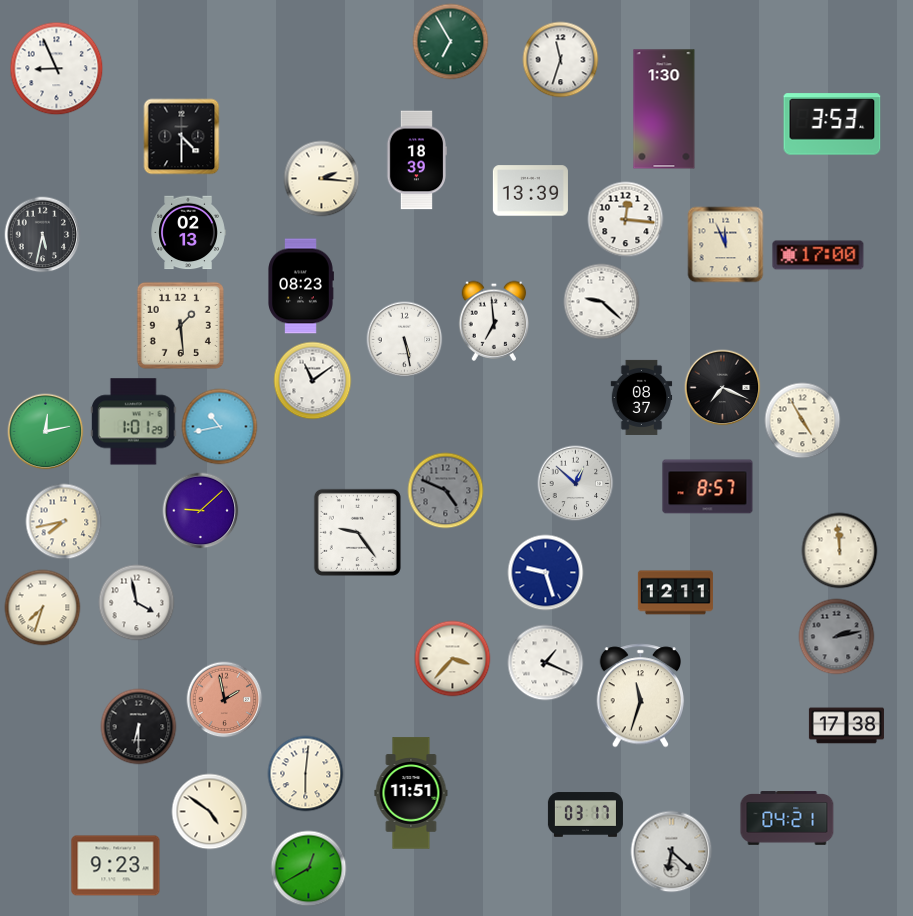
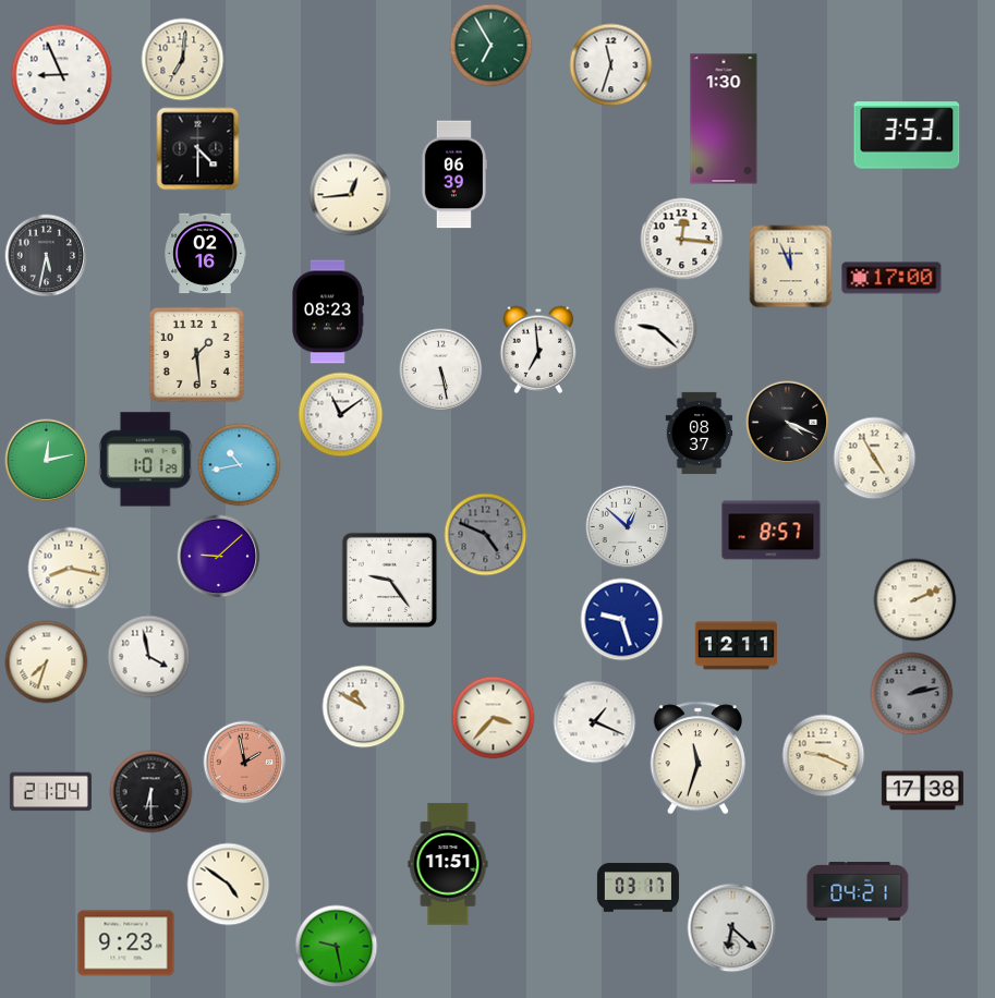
clock at (183, 60): none -> 7:01
clock at (416, 160): 18:39 -> 06:39
clock at (322, 179): 2:16 -> 12:44
clock at (530, 191): 13:39 -> none
clock at (188, 233): 02:13 -> 02:16
clock at (723, 388): 7:19 -> 4:19
clock at (46, 432) position: (46, 432) -> (47, 461)
clock at (64, 522): 7:43 -> 8:17
clock at (840, 551): 11:59 -> 2:11
clock at (546, 573) position: (546, 573) -> (622, 620)
clock at (364, 707): none -> 10:50
clock at (824, 756): none -> 9:19
clock at (50, 792): none -> 21:04
clock at (306, 774): 6:01 -> none
clock at (309, 869): 12:40 -> 9:28
